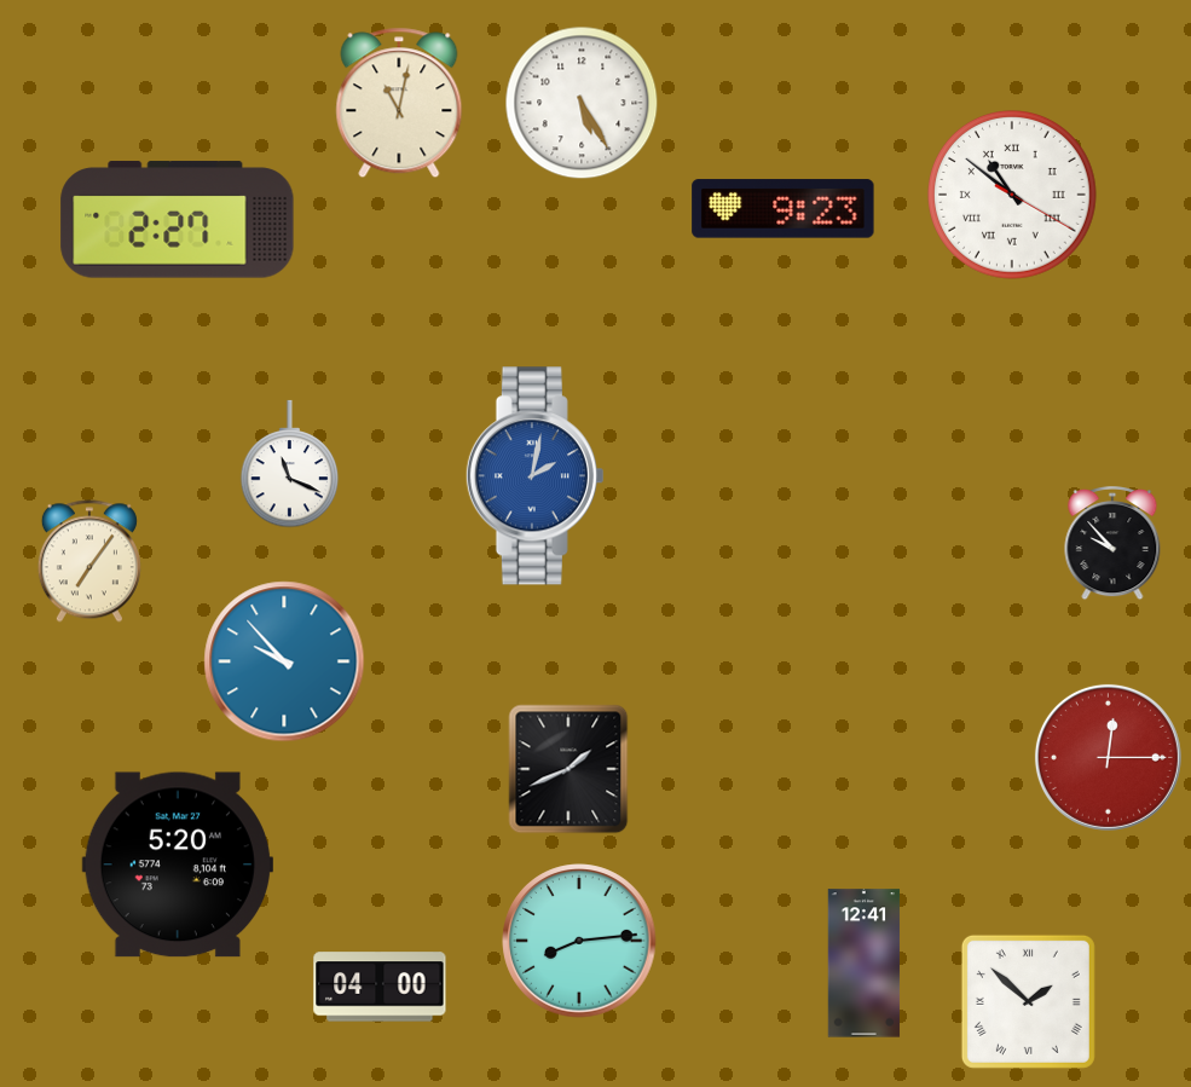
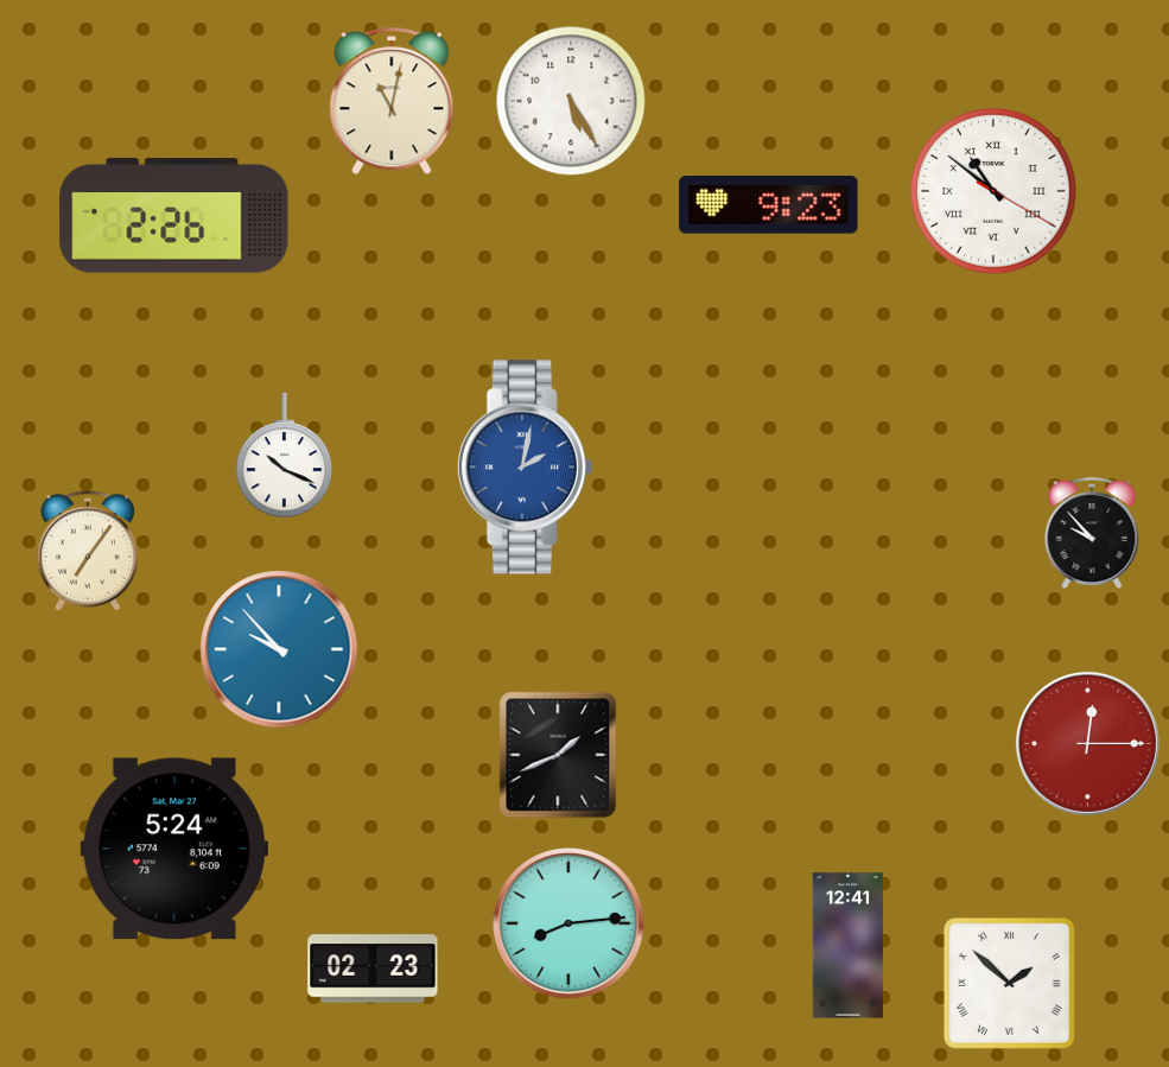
clock at (178, 220): 2:27 -> 2:26
clock at (290, 464): 11:19 -> 10:19
clock at (178, 865): 5:20 -> 5:24
clock at (380, 987): 04:00 -> 02:23
